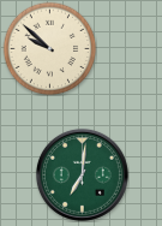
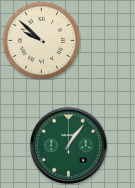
clock at (82, 174): 7:01 -> 1:06
